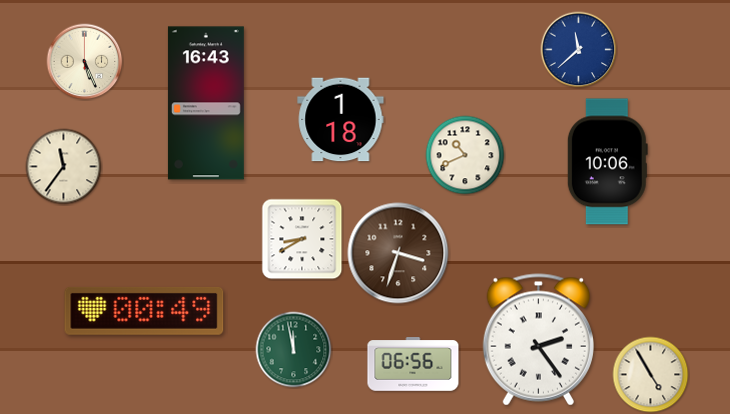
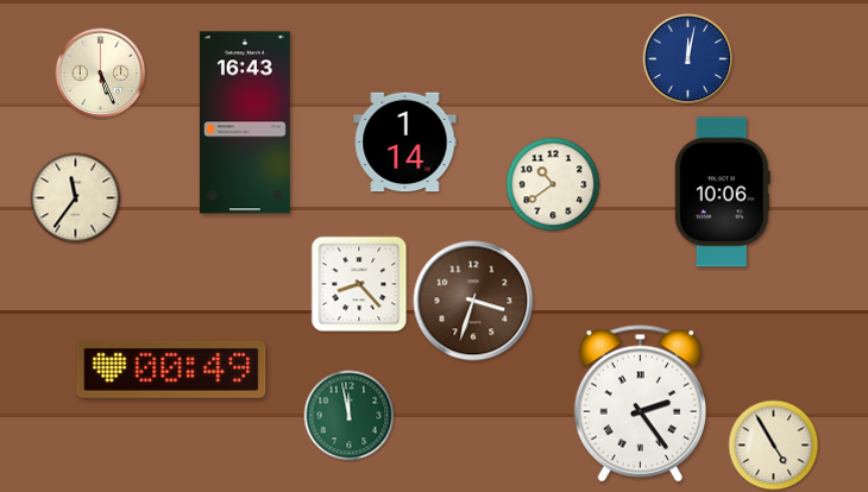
clock at (579, 50): 11:38 -> 12:02
clock at (341, 120): 1:18 -> 1:14
clock at (465, 155): 10:41 -> 10:39
clock at (302, 239): 8:40 -> 8:23
clock at (413, 364): 06:56 -> none
